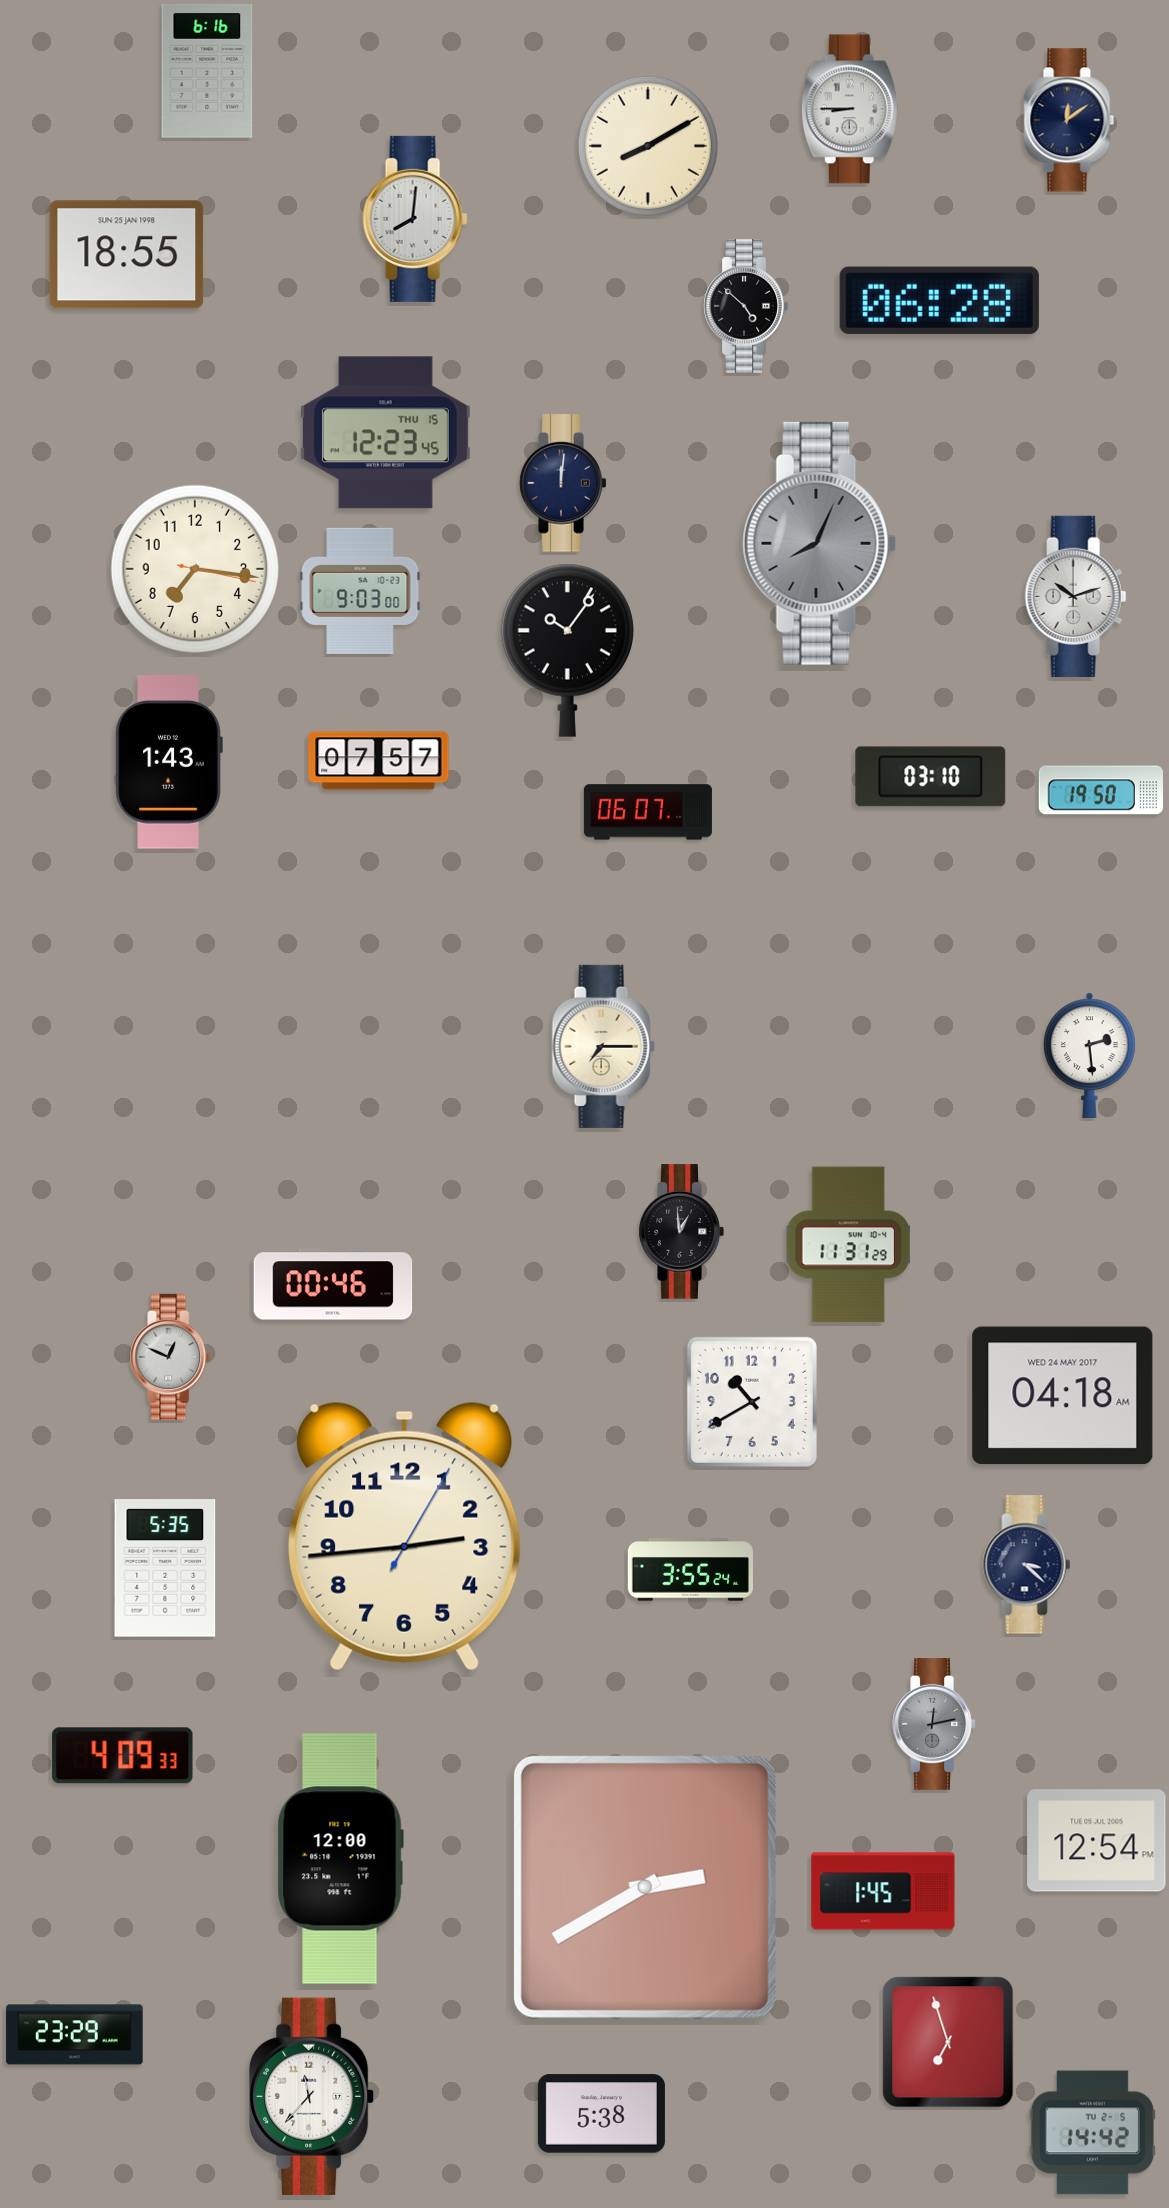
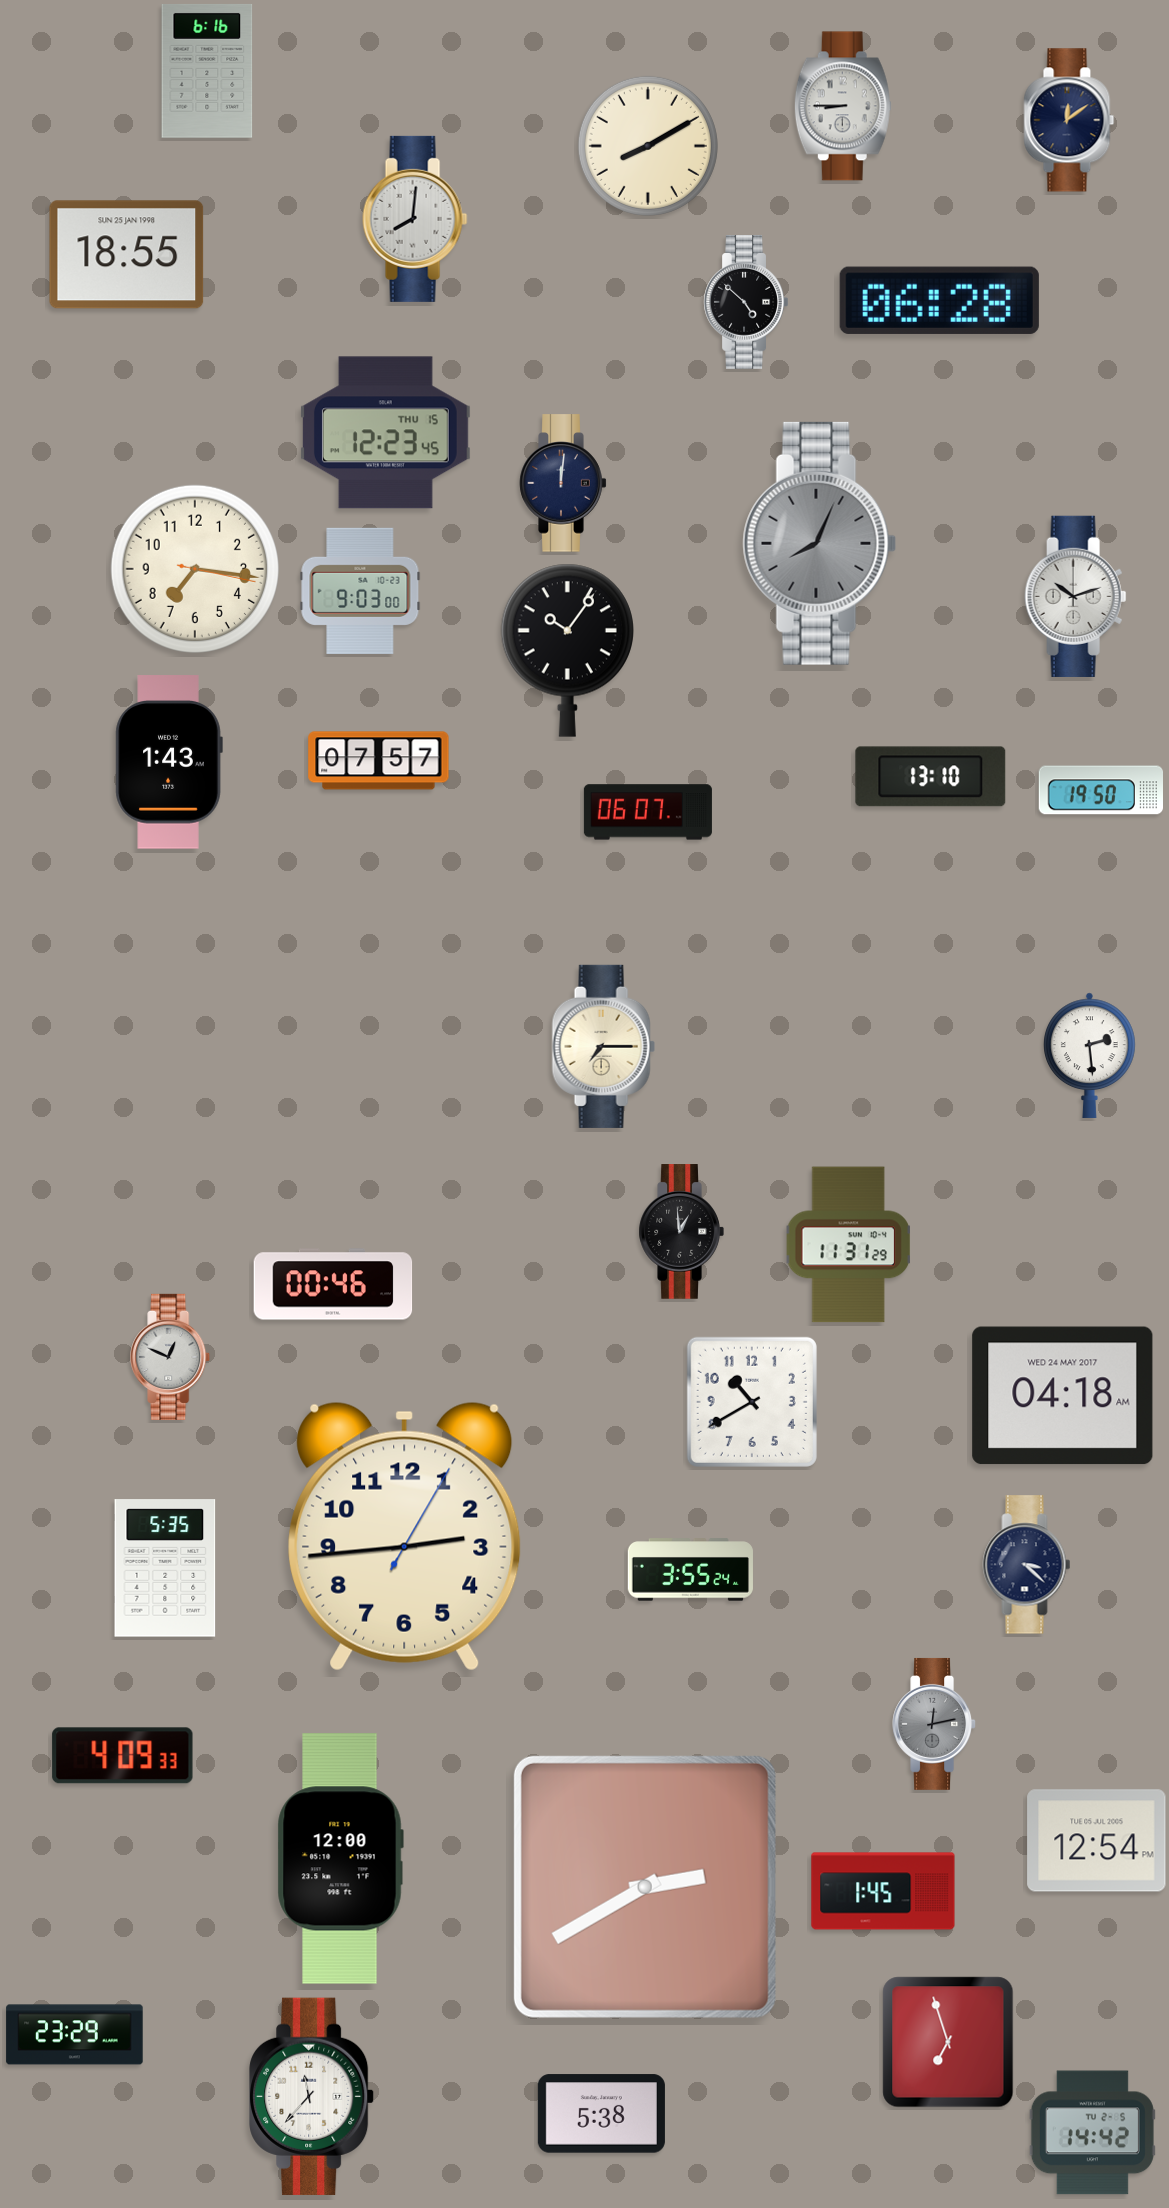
clock at (850, 109) position: (850, 109) -> (843, 106)
clock at (746, 307) position: (746, 307) -> (746, 303)
clock at (931, 777): 03:10 -> 13:10
